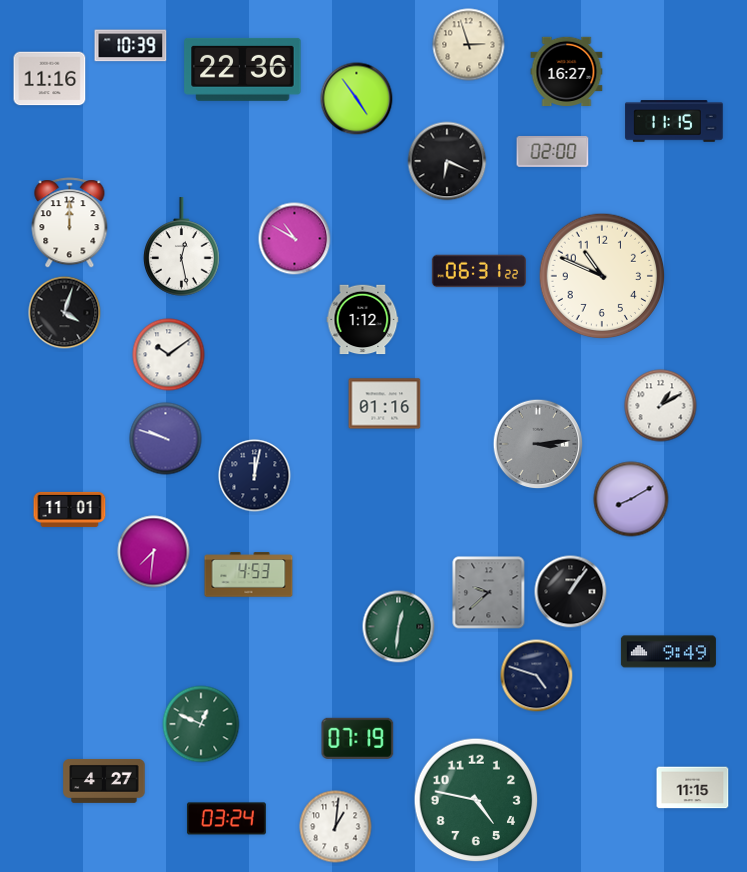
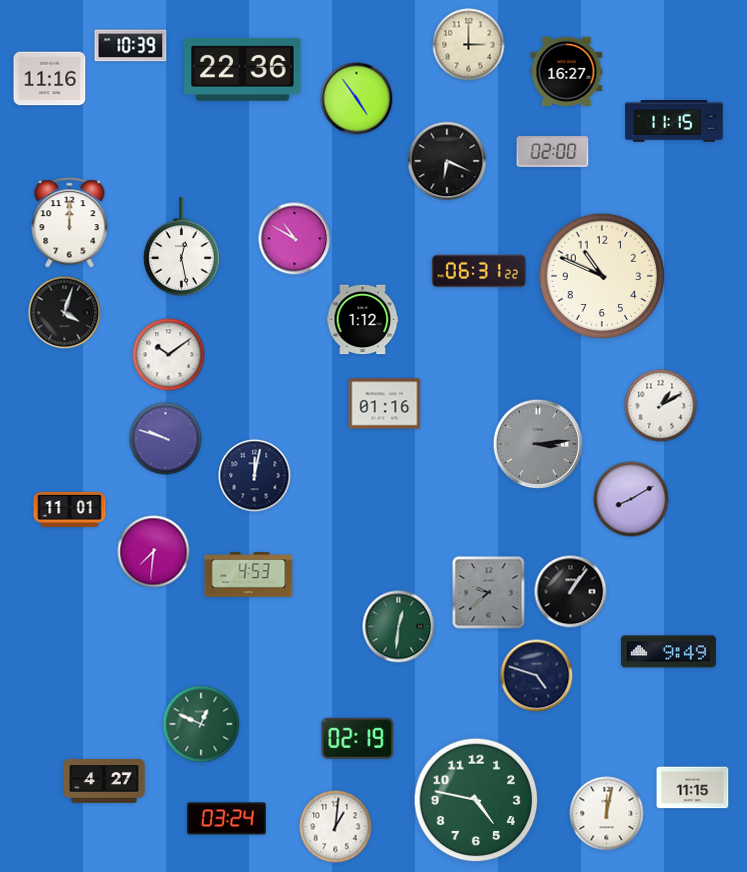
clock at (469, 45): 2:57 -> 3:00
clock at (358, 738): 07:19 -> 02:19
clock at (607, 814): none -> 12:02
